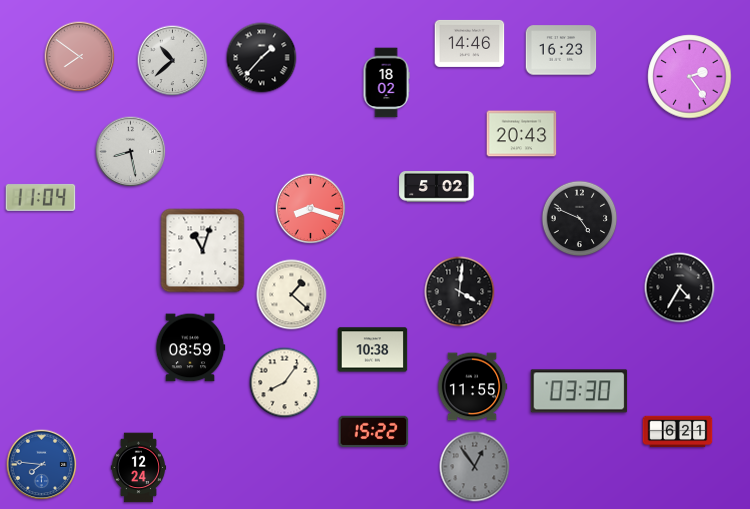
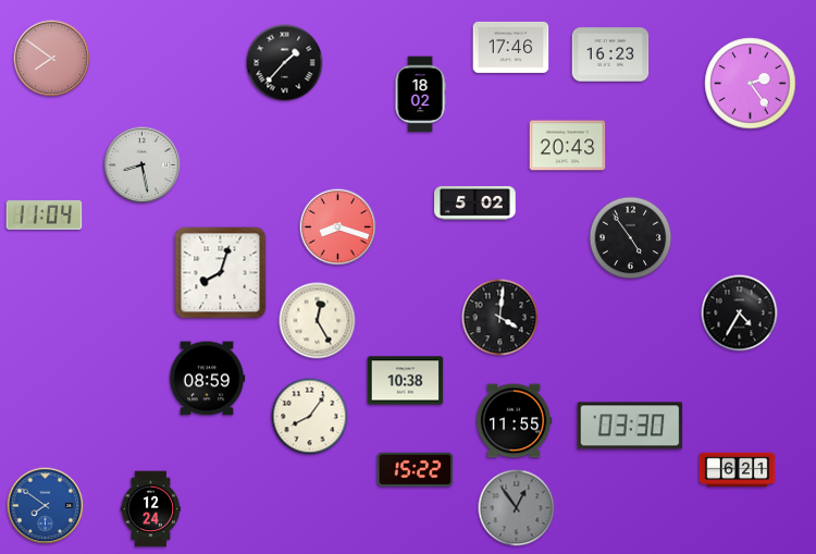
clock at (470, 43): 14:46 -> 17:46
clock at (80, 57) position: (80, 57) -> (52, 59)
clock at (173, 61): 10:38 -> none
clock at (386, 83) position: (386, 83) -> (420, 95)
clock at (580, 219): 4:49 -> 4:54
clock at (203, 251): 11:03 -> 8:03
clock at (292, 295): 1:22 -> 12:25
clock at (374, 432) position: (374, 432) -> (416, 470)
clock at (42, 465): 7:46 -> 7:51
